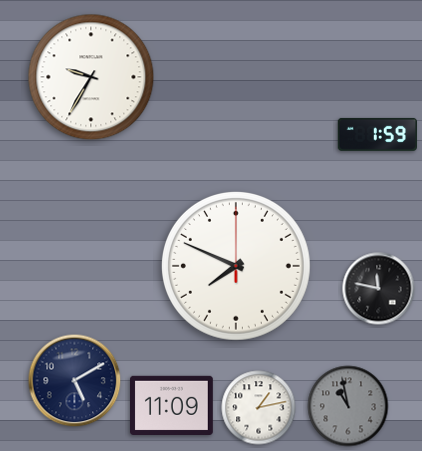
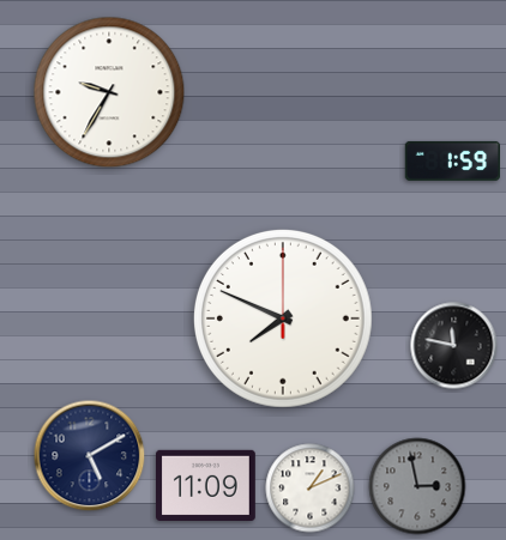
clock at (348, 406): 10:58 -> 2:58
clock at (259, 408): 1:13 -> 1:11
